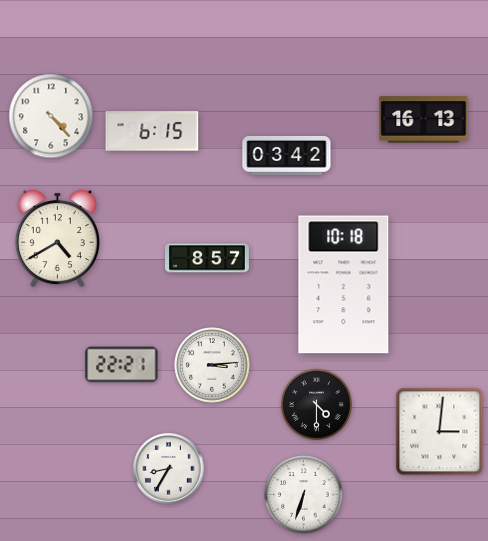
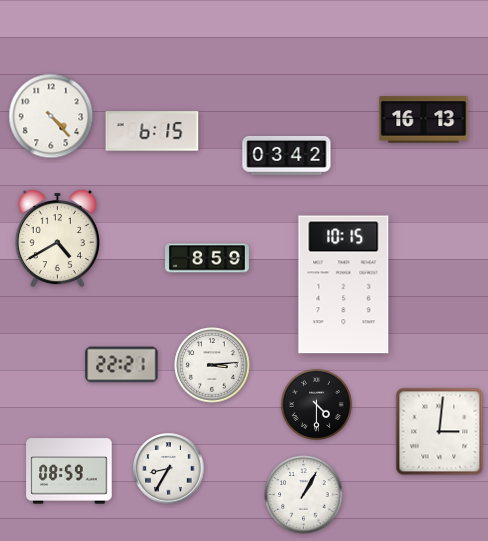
clock at (208, 258): 8:57 -> 8:59
clock at (344, 285): 10:18 -> 10:15
clock at (69, 471): none -> 08:59
clock at (304, 495): 6:33 -> 1:05
